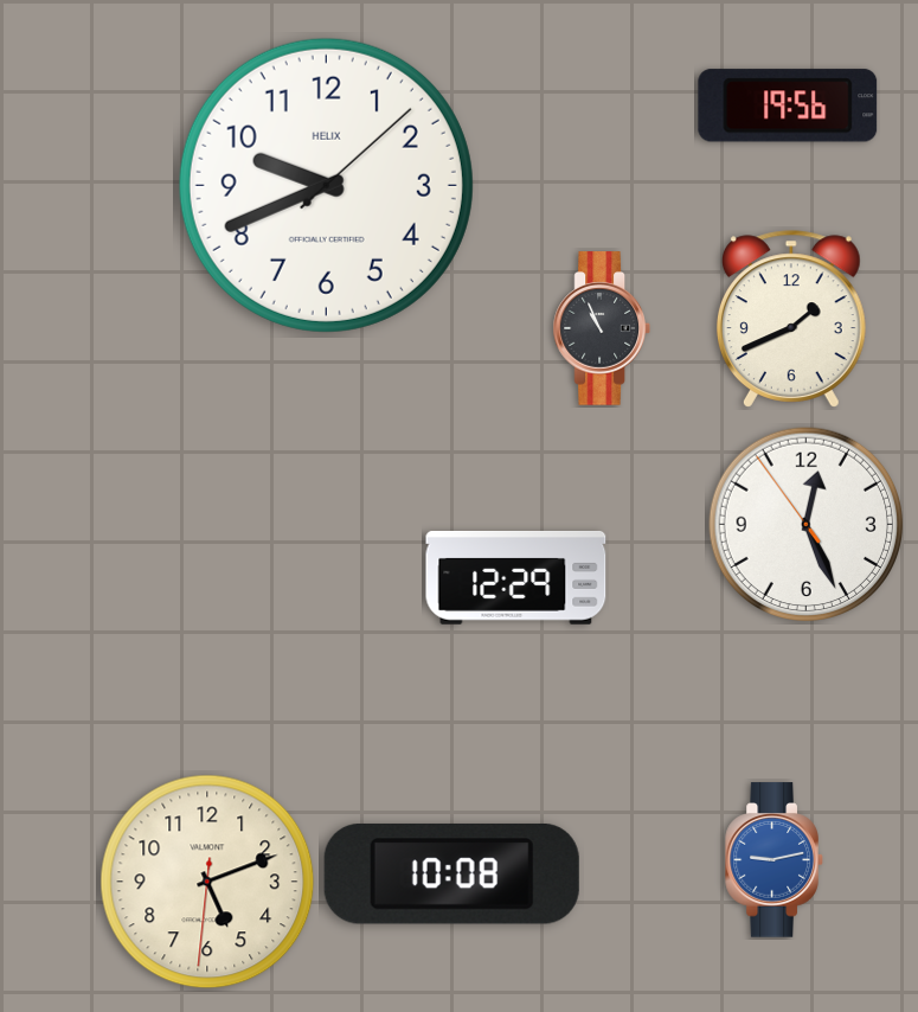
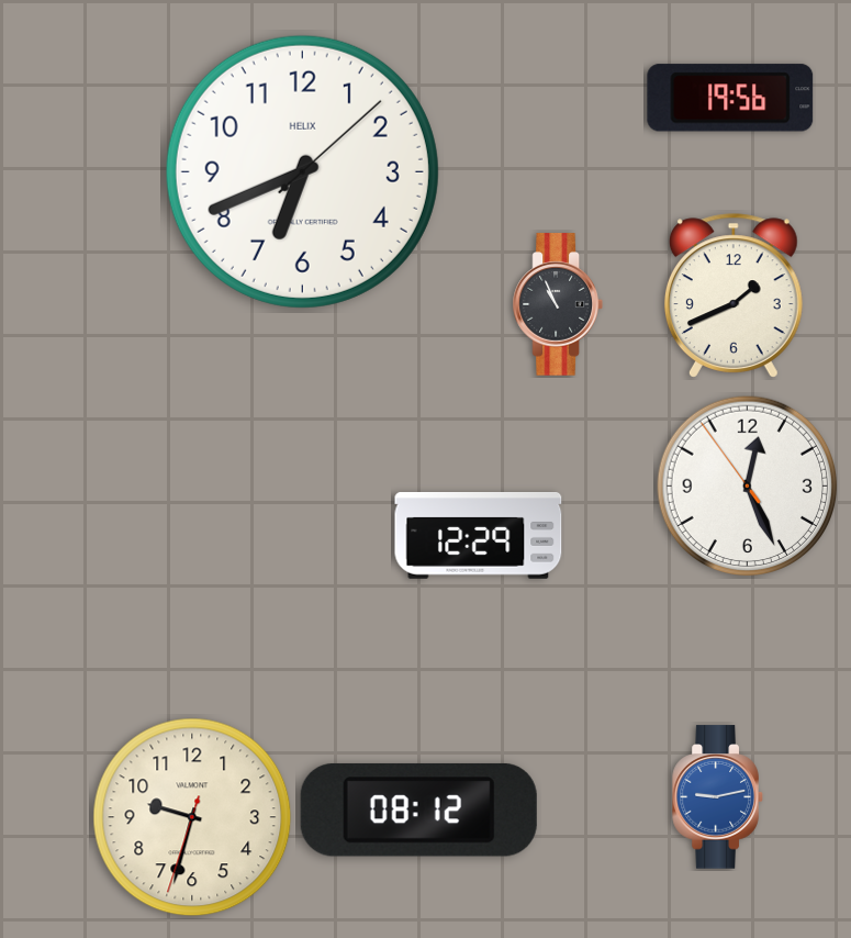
clock at (326, 185): 9:41 -> 6:41
clock at (451, 873): 10:08 -> 08:12
clock at (207, 882): 5:11 -> 9:32
